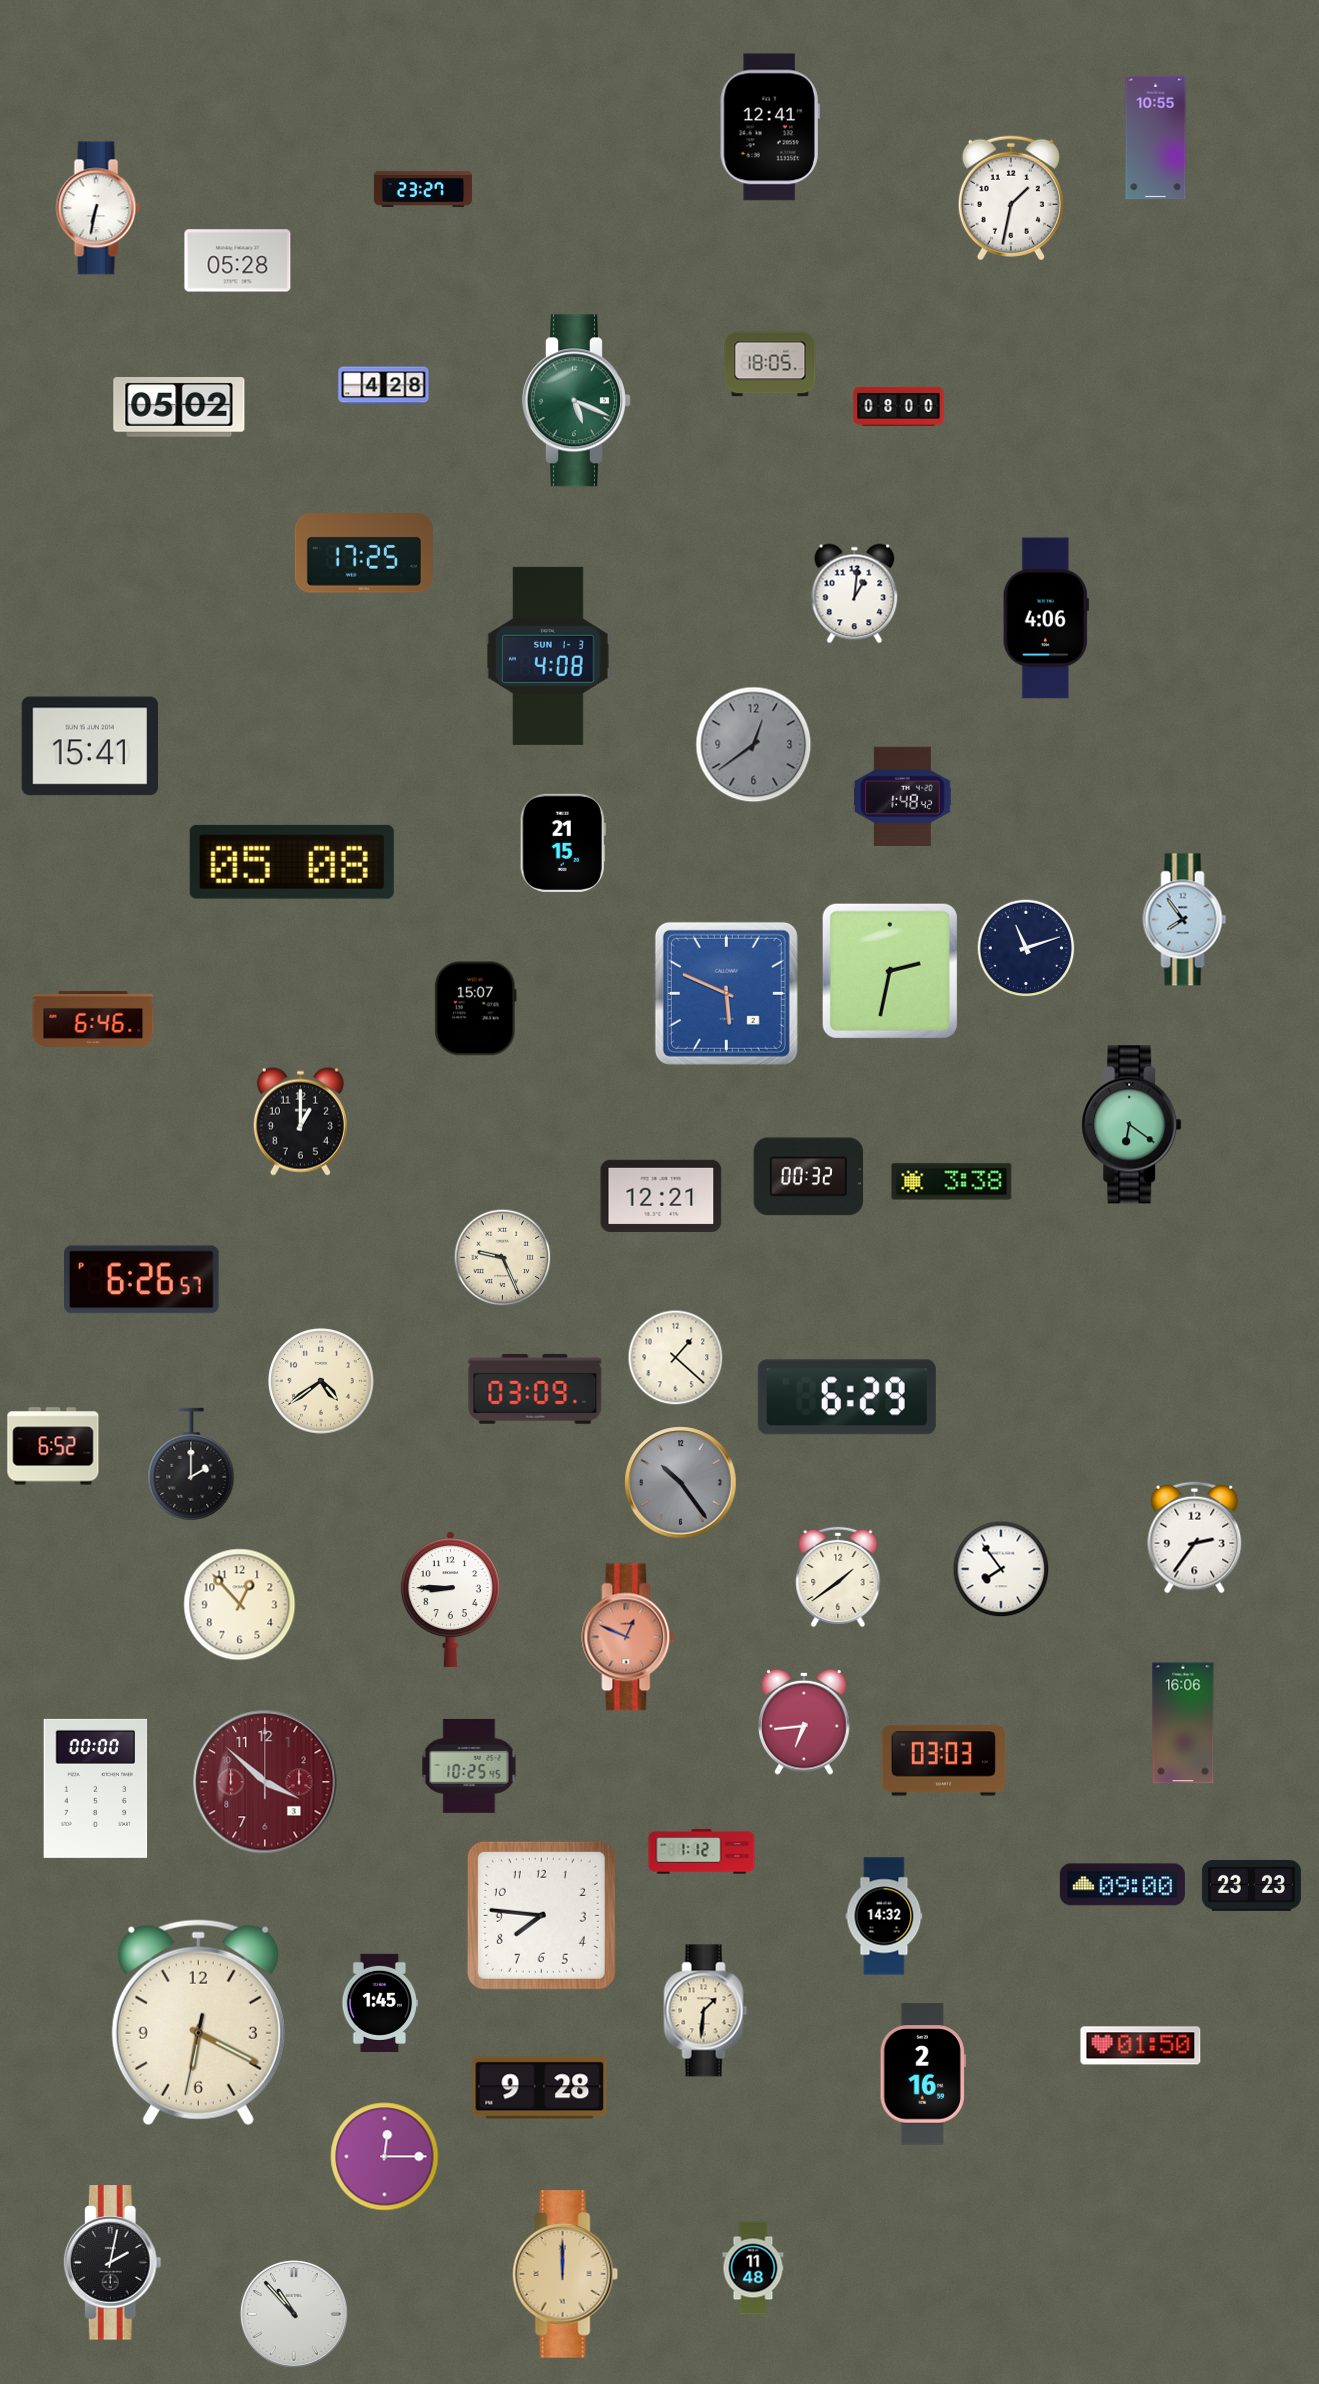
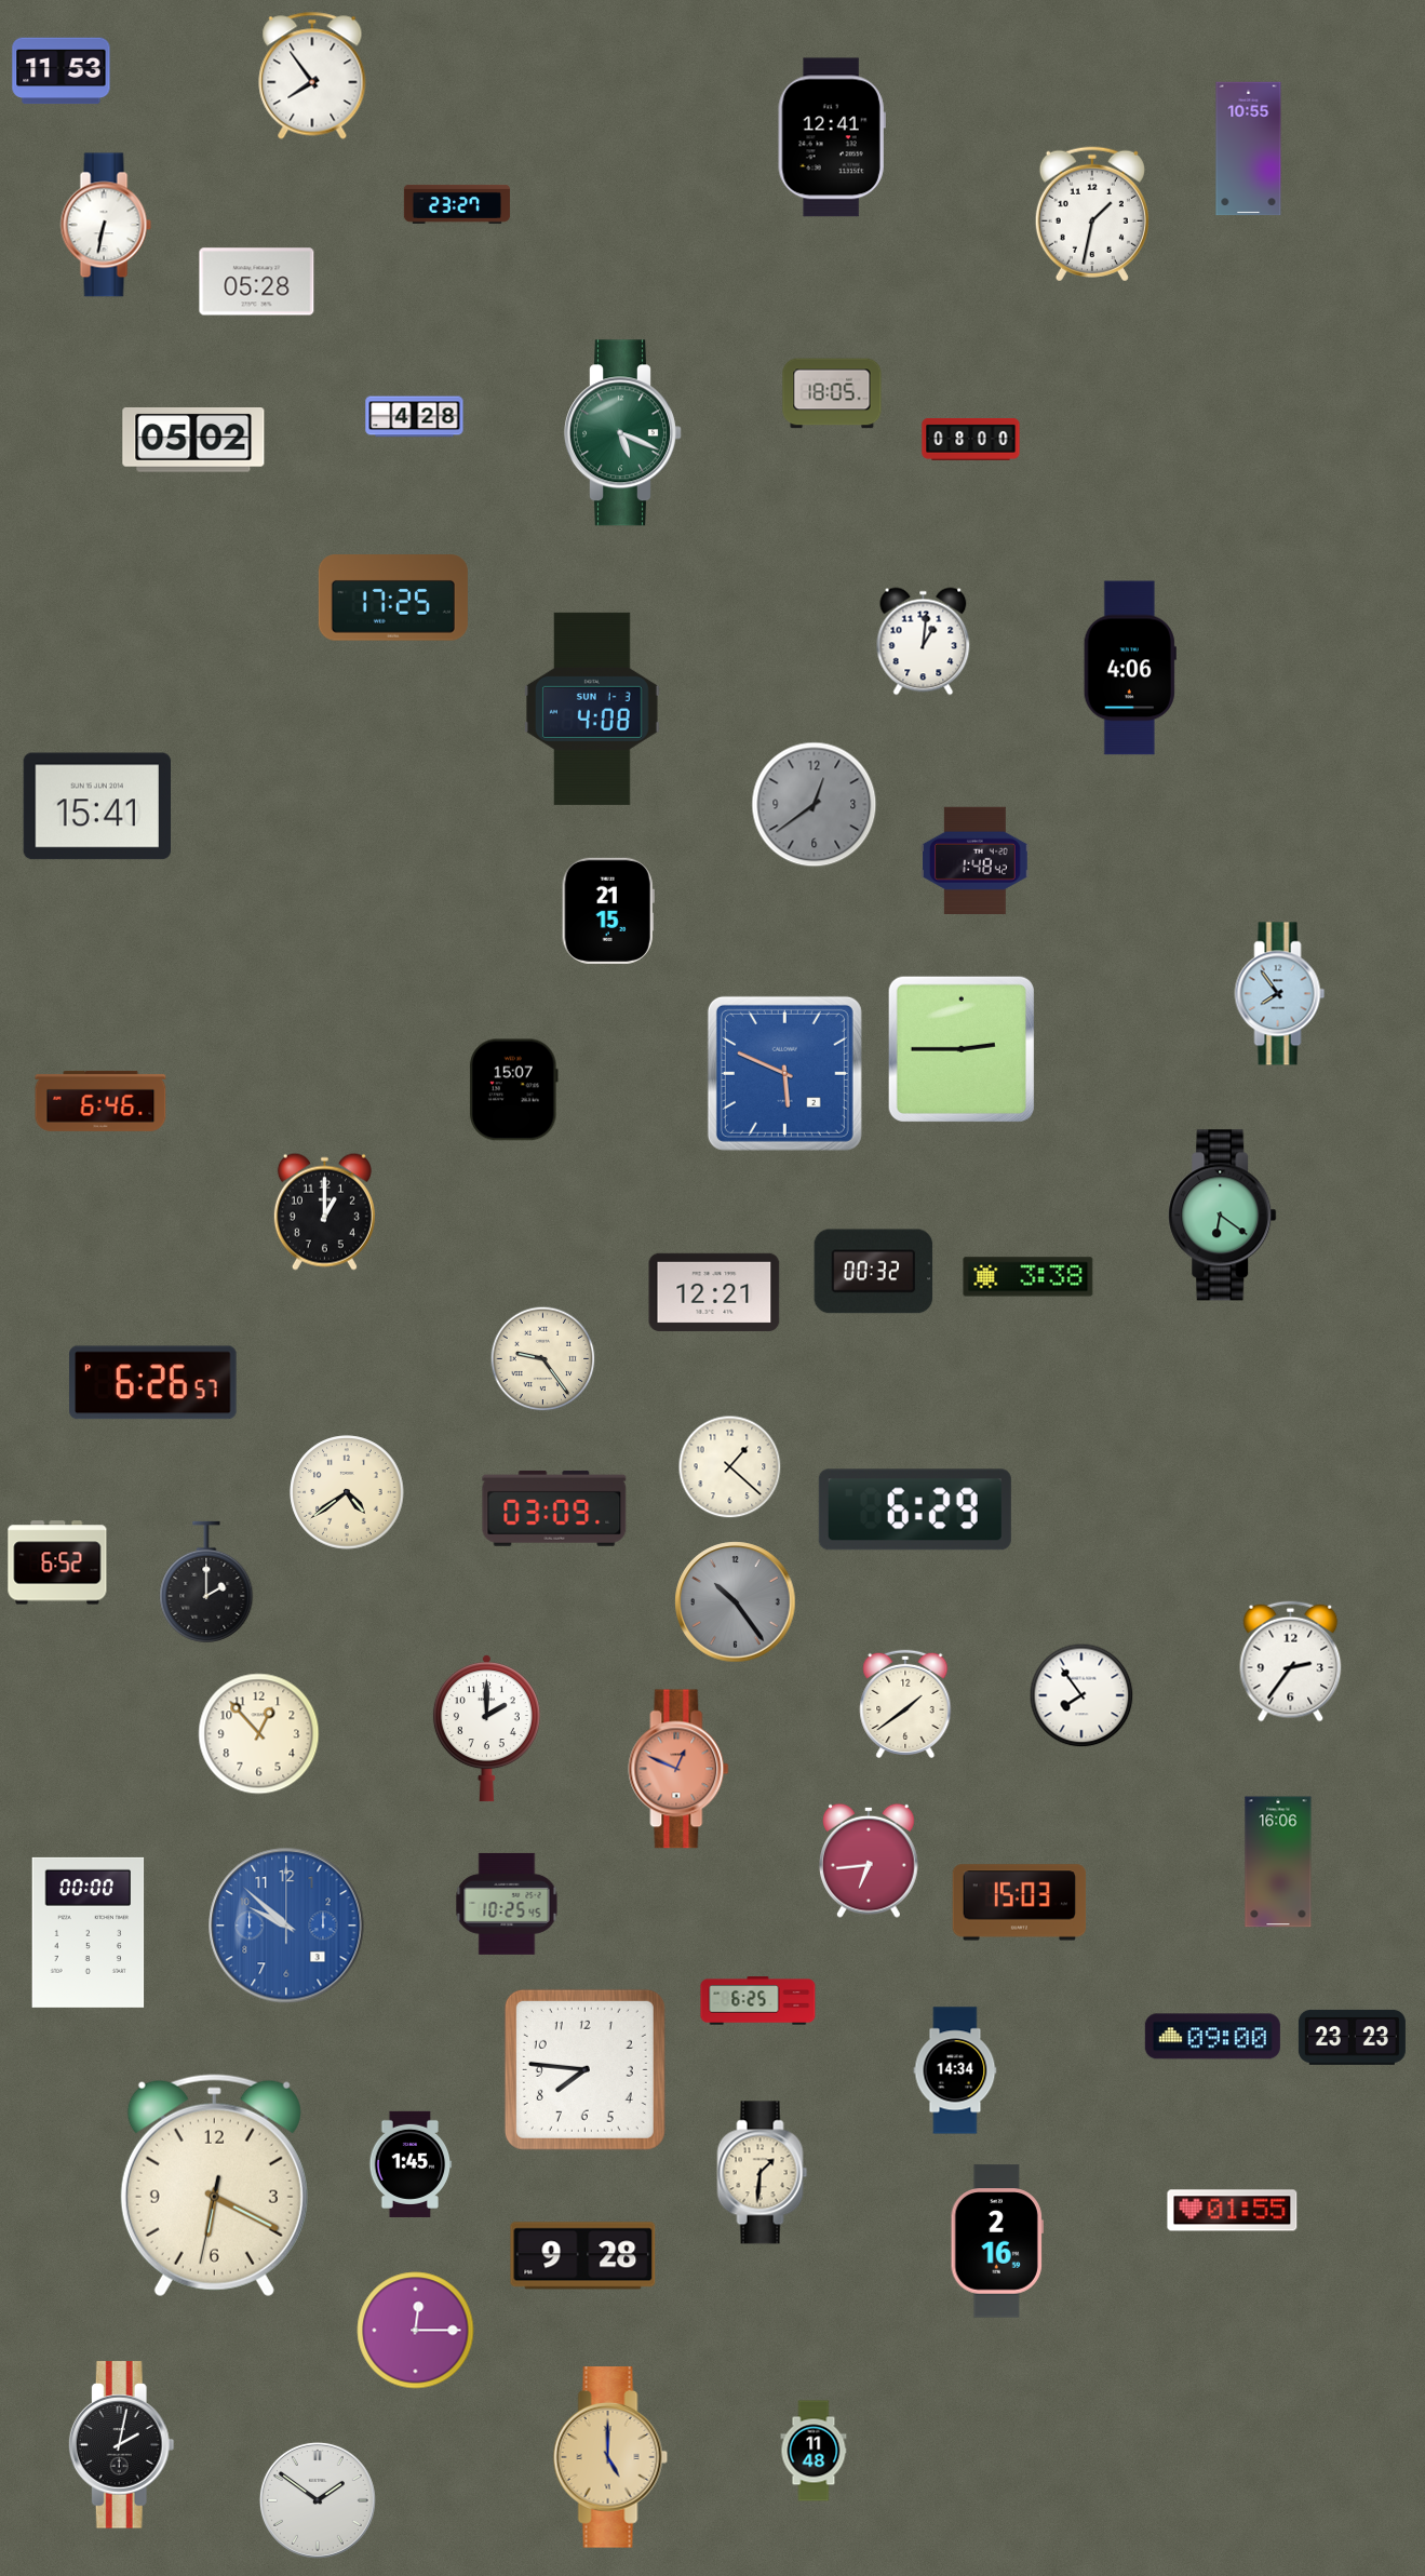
clock at (62, 71): none -> 11:53
clock at (312, 76): none -> 7:54
clock at (292, 862): 05:08 -> none
clock at (1026, 948): 11:12 -> none
clock at (890, 971): 2:32 -> 2:45
clock at (503, 1258): 9:26 -> 9:24
clock at (535, 1389) position: (535, 1389) -> (554, 1508)
clock at (450, 1600): 8:45 -> 2:00
clock at (944, 1761): 03:03 -> 15:03
clock at (469, 1766) position: (469, 1766) -> (507, 1904)
clock at (265, 1782): 3:52 -> 9:52
clock at (265, 1782) dial: burgundy -> blue
clock at (96, 1788) position: (96, 1788) -> (89, 1932)
clock at (702, 1852): 1:12 -> 6:25
clock at (884, 1916): 14:32 -> 14:34
clock at (1141, 2046): 01:50 -> 01:55
clock at (565, 2274): 12:00 -> 5:00
clock at (294, 2314): 10:53 -> 1:51
